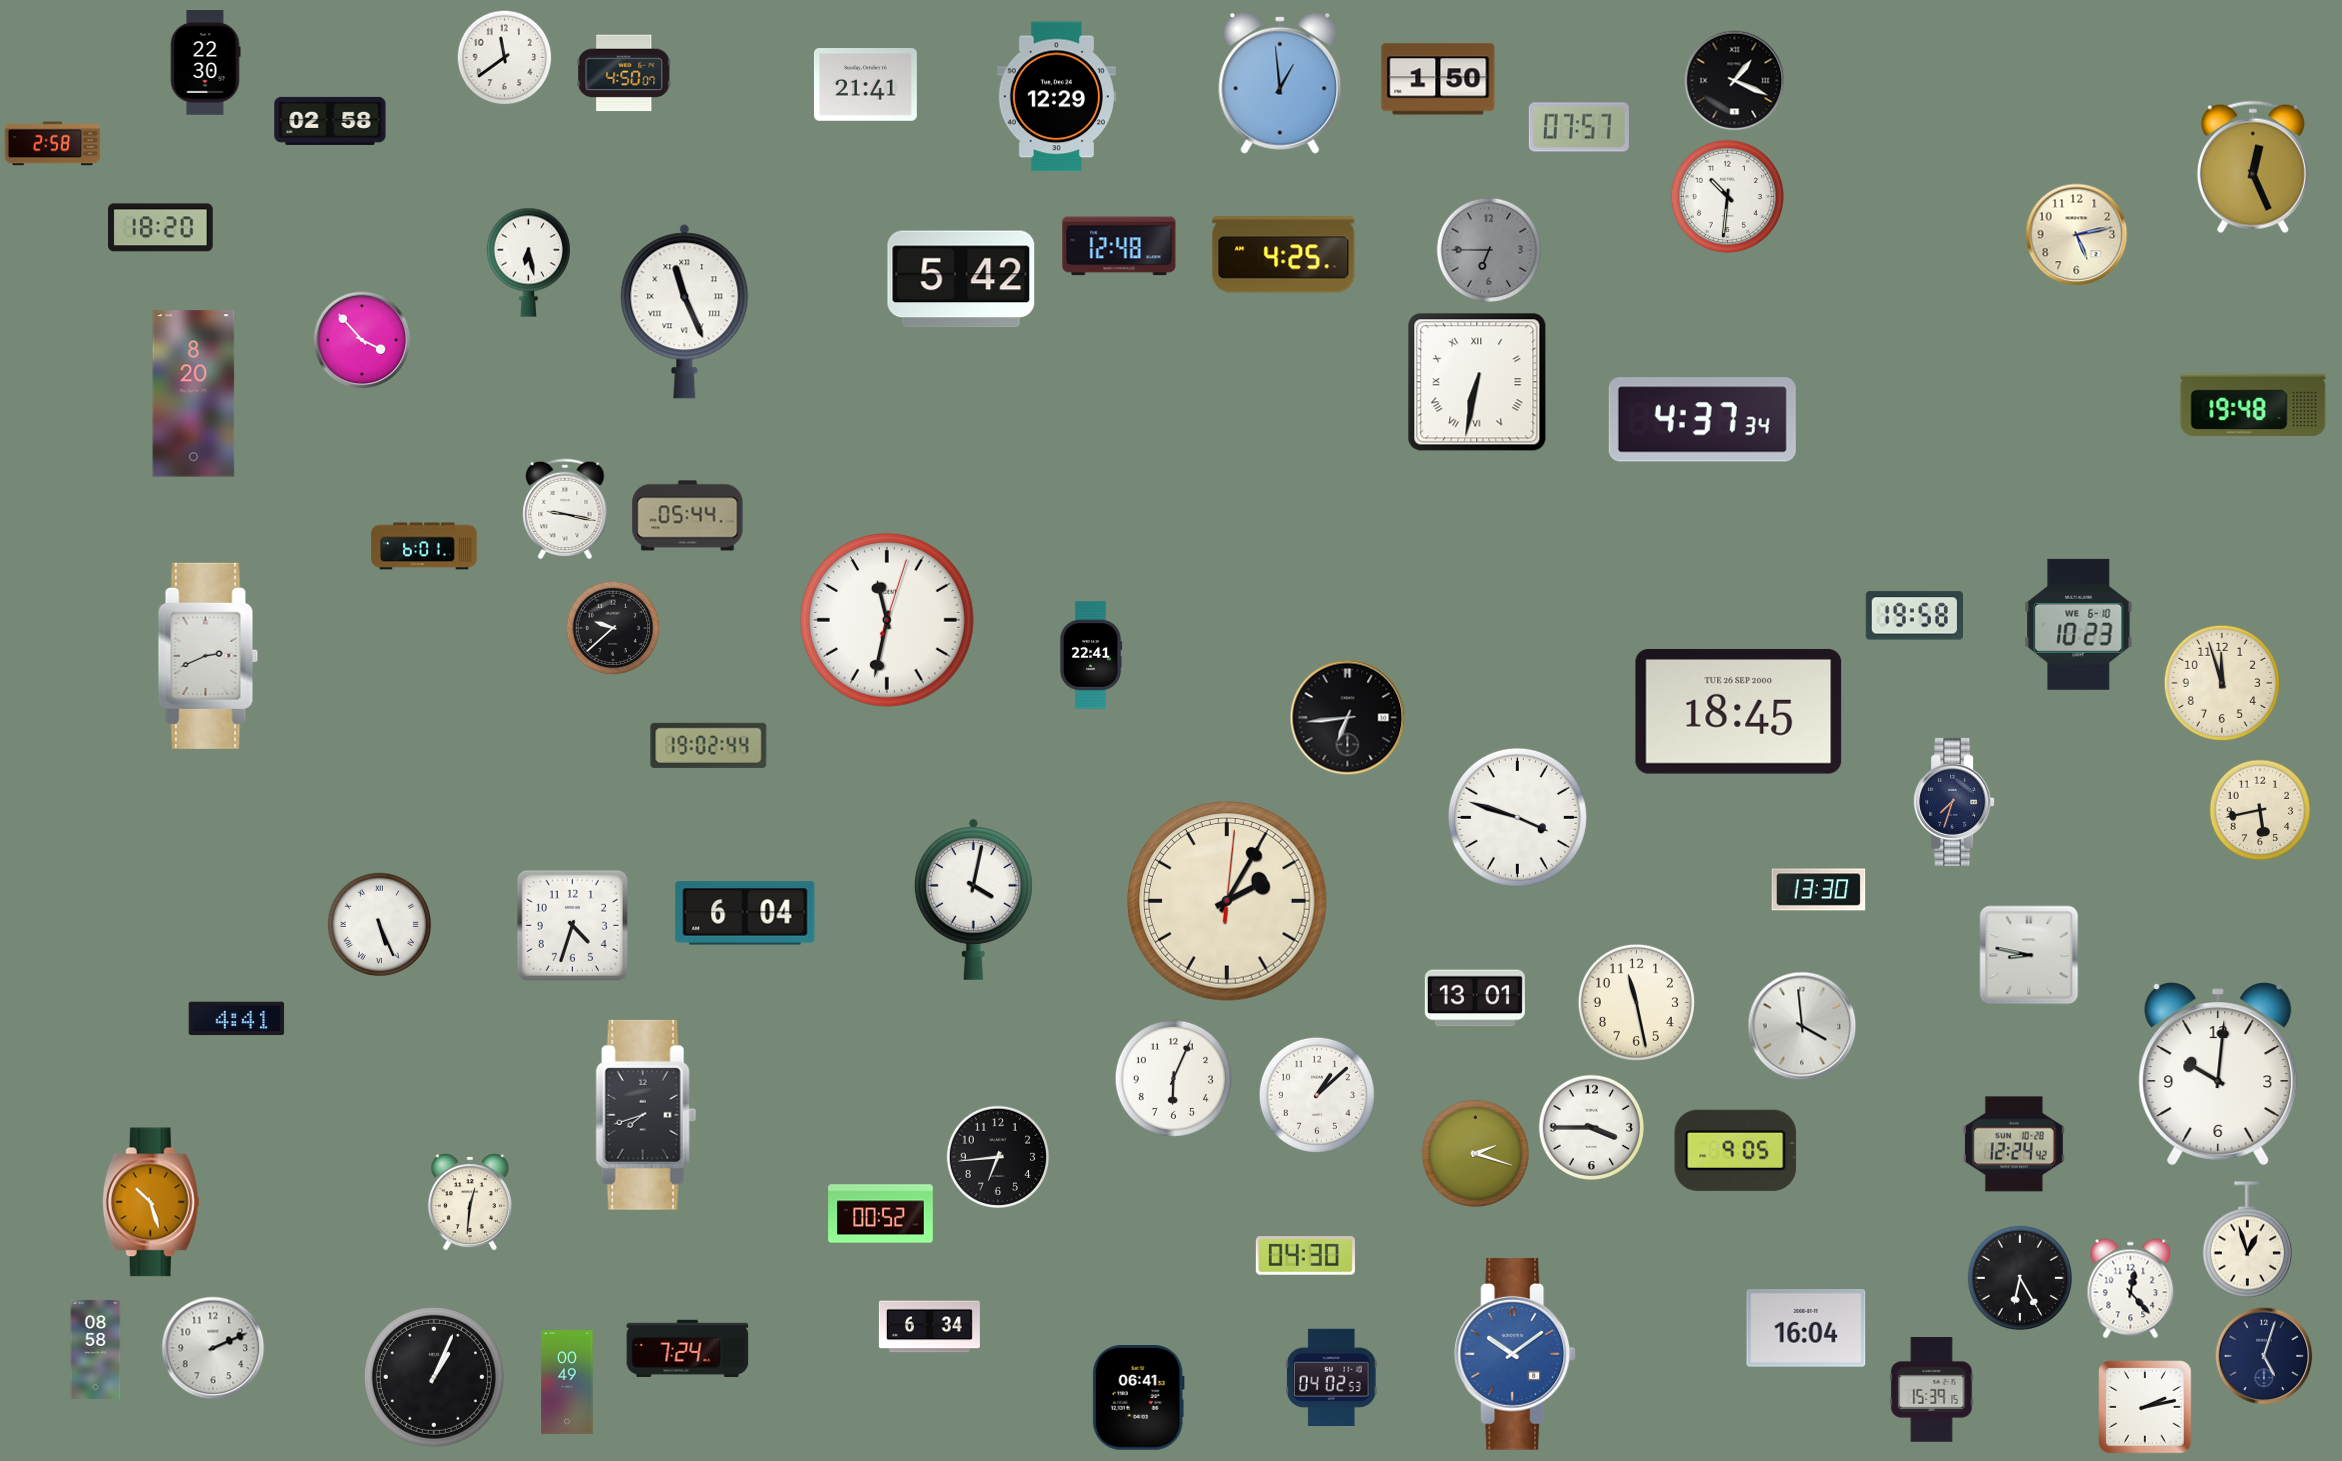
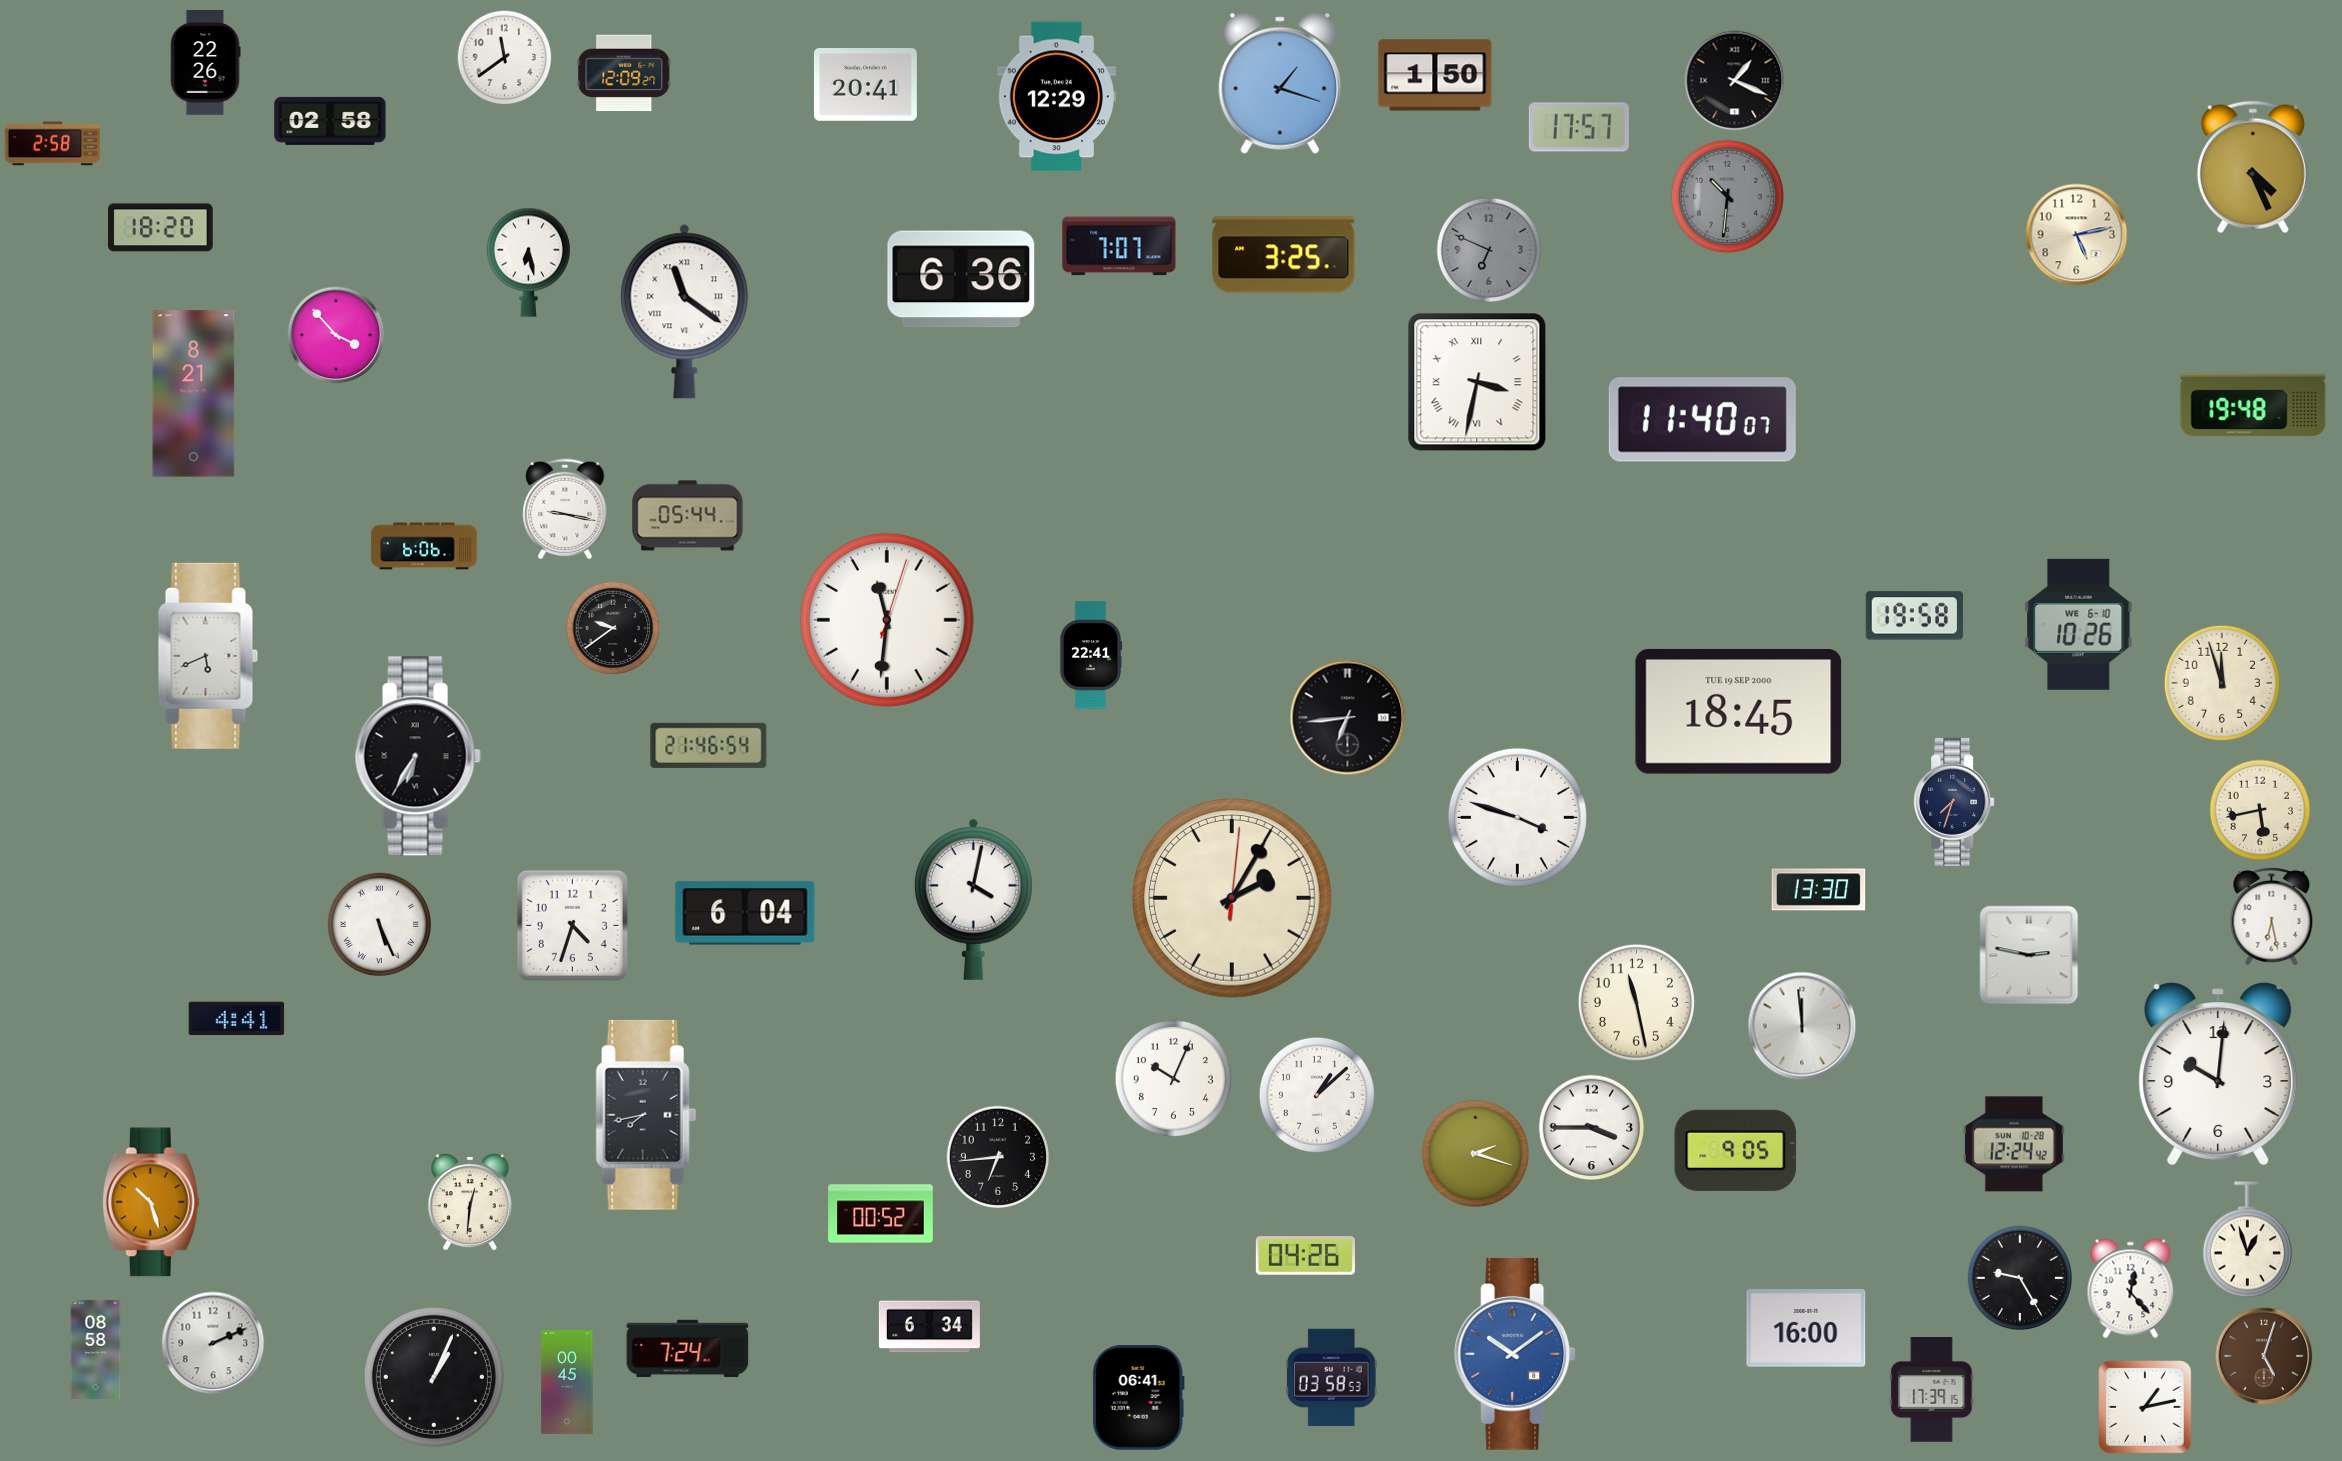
clock at (205, 63): 22:30 -> 22:26
clock at (624, 73): 4:50 -> 12:09
clock at (1438, 79) position: (1438, 79) -> (1435, 75)
clock at (1280, 83): 12:59 -> 1:18
clock at (865, 85): 21:41 -> 20:41
clock at (1579, 127): 07:57 -> 17:57
clock at (2253, 167): 12:26 -> 4:26
clock at (1727, 196) dial: white -> grey
clock at (1119, 246): 12:48 -> 7:07
clock at (1488, 249): 6:45 -> 6:49
clock at (1284, 255): 4:25 -> 3:25
clock at (961, 279): 5:42 -> 6:36
clock at (685, 312): 11:26 -> 11:21
clock at (362, 340) position: (362, 340) -> (336, 335)
clock at (1477, 382): 6:32 -> 3:32
clock at (194, 394): 8:20 -> 8:21
clock at (1702, 420): 4:37 -> 11:40
clock at (424, 546): 6:01 -> 6:06
clock at (887, 620): 11:32 -> 11:31
clock at (2079, 624): 10:23 -> 10:26
clock at (613, 628): 9:38 -> 9:39
clock at (208, 656): 2:41 -> 5:41
clock at (1739, 711) date: TUE 26 SEP 2000 -> TUE 19 SEP 2000
clock at (709, 745): 19:02 -> 21:46
clock at (418, 756): none -> 6:35
clock at (1228, 902) position: (1228, 902) -> (1233, 899)
clock at (2272, 917): none -> 6:28
clock at (2029, 955): 8:47 -> 2:47
clock at (1475, 998): 13:01 -> none
clock at (1802, 1026): 3:59 -> 11:59
clock at (1173, 1078): 6:04 -> 10:04
clock at (646, 1115): 7:42 -> 7:43
clock at (1305, 1256): 04:30 -> 04:26
clock at (2019, 1277): 6:25 -> 9:25
clock at (1806, 1329): 16:04 -> 16:00
clock at (213, 1348) position: (213, 1348) -> (213, 1343)
clock at (2264, 1356) dial: navy -> brown
clock at (1331, 1377): 04:02 -> 03:58
clock at (567, 1382): 00:49 -> 00:45
clock at (1932, 1390): 15:39 -> 17:39
clock at (2145, 1407): 2:13 -> 1:13
